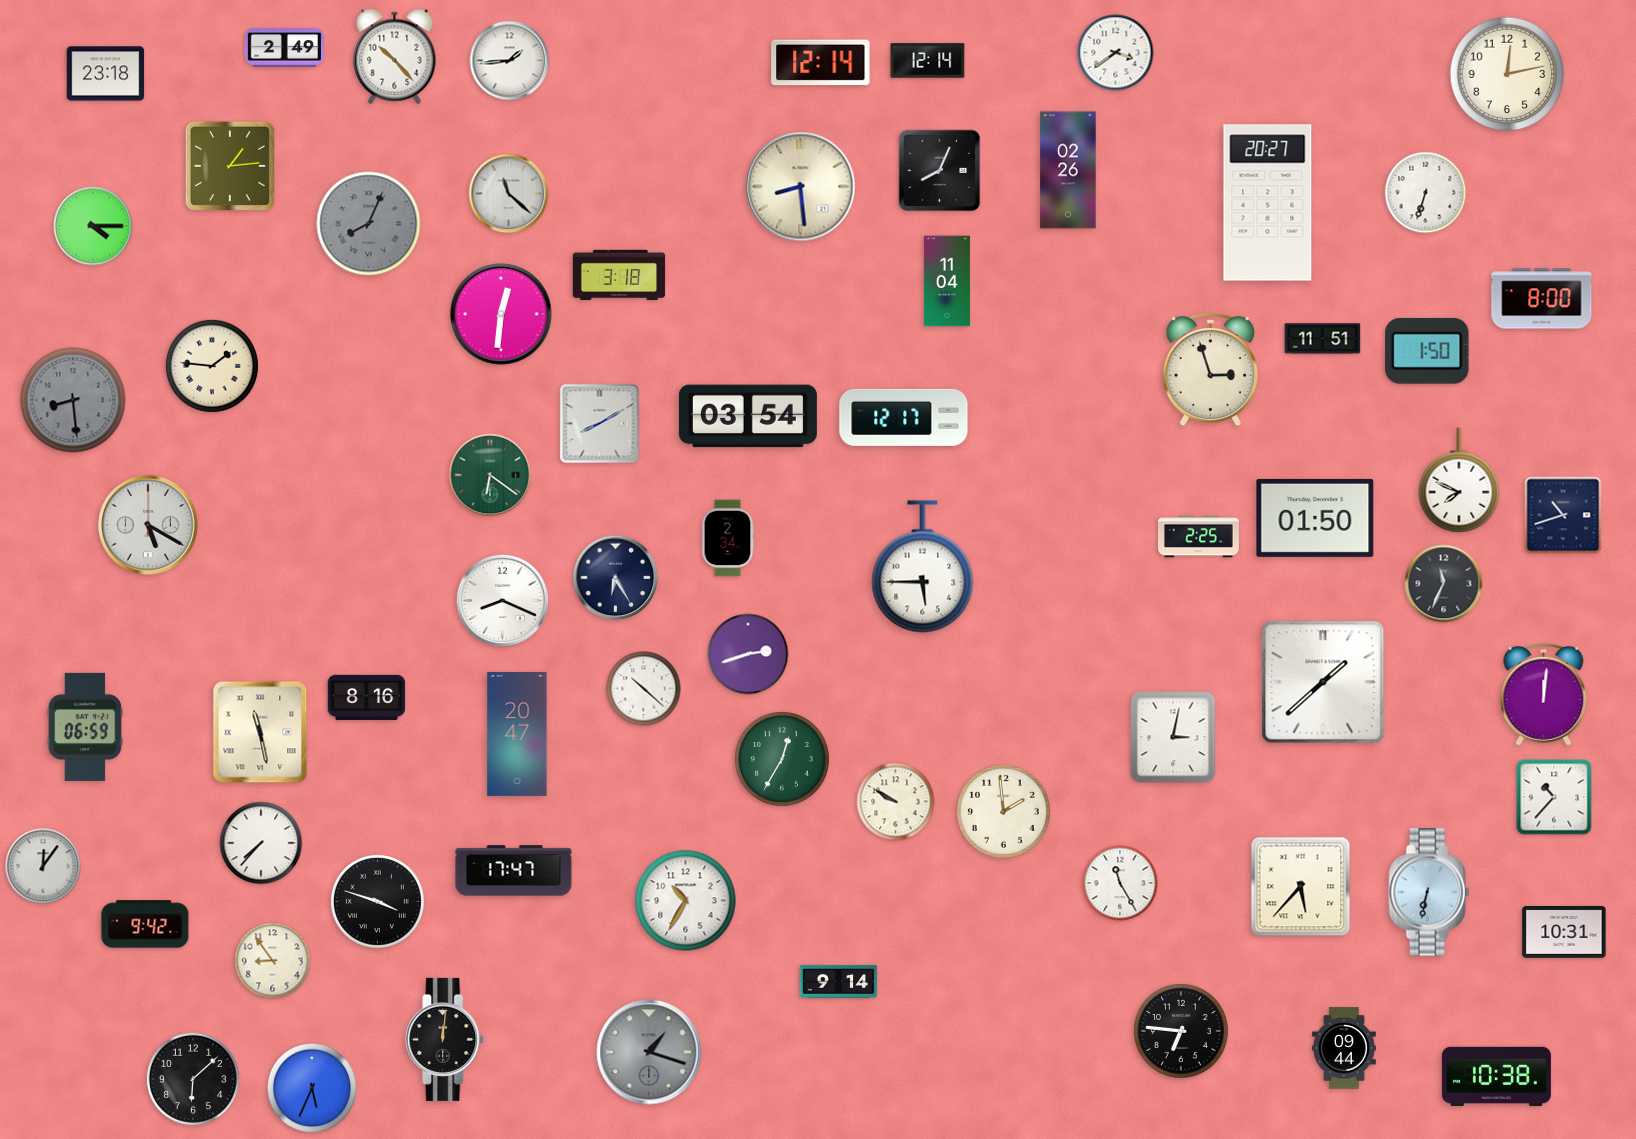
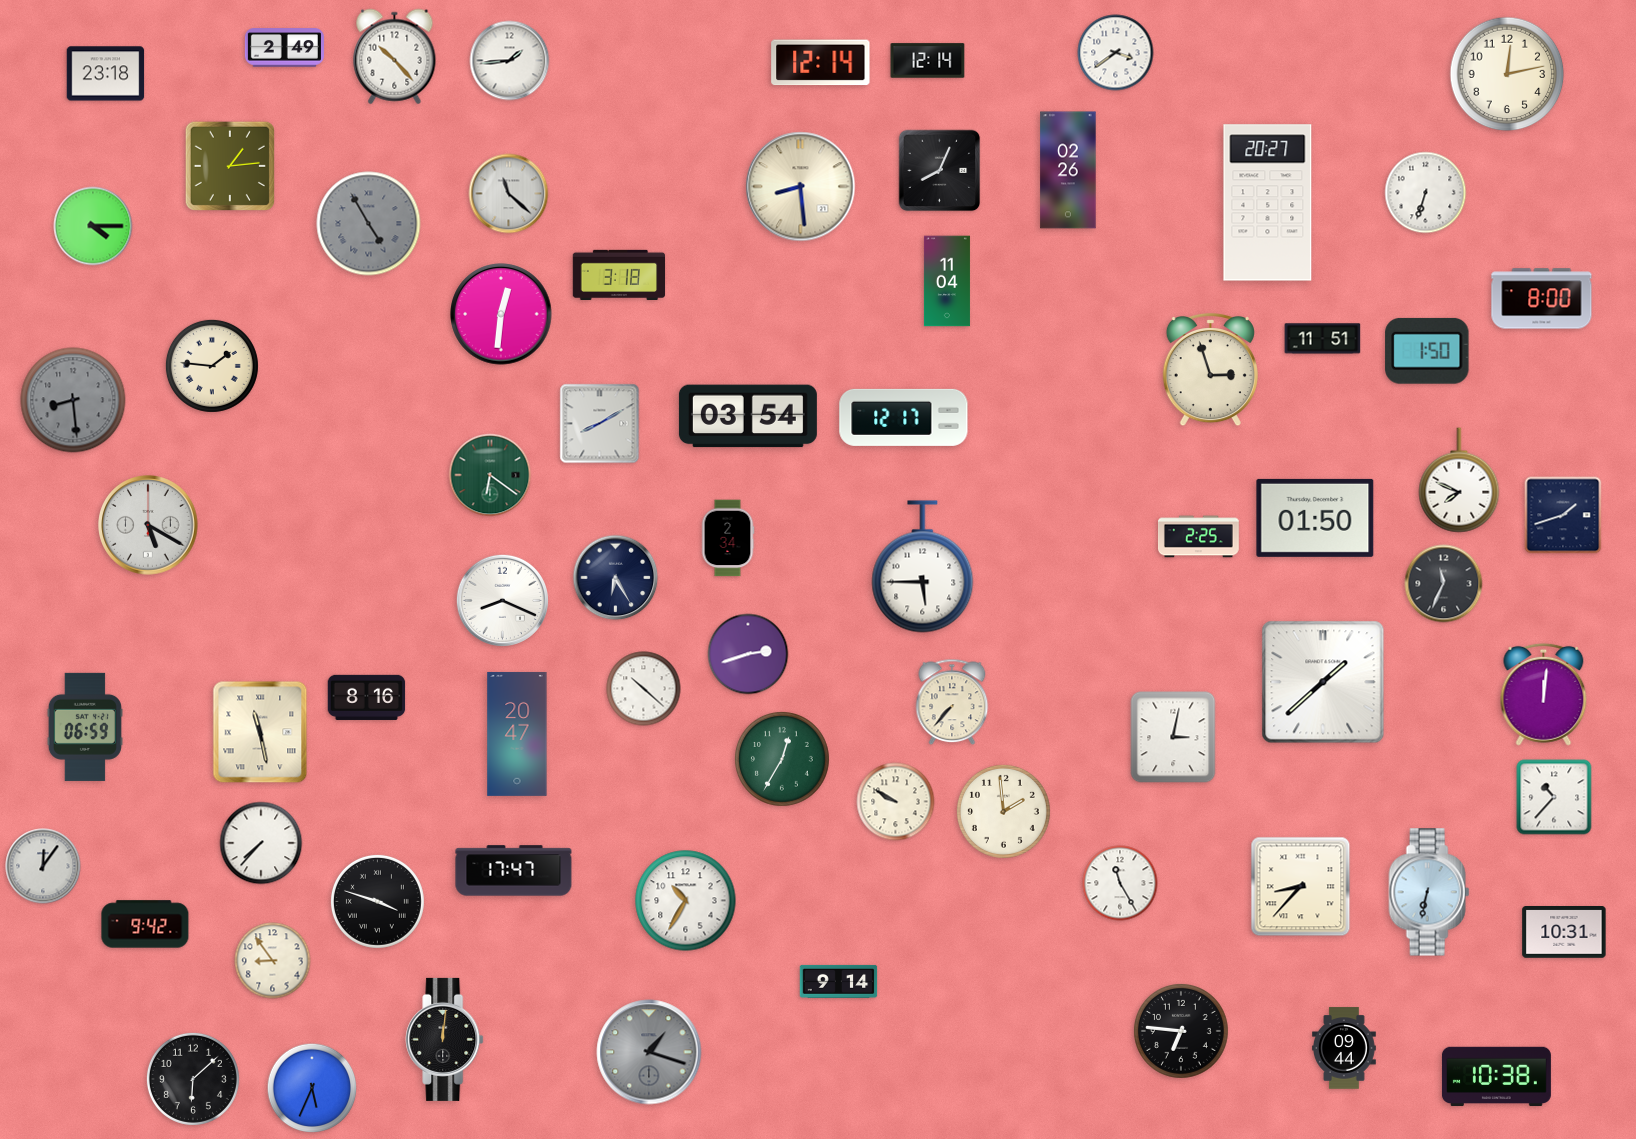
clock at (369, 224): 8:04 -> 4:55
clock at (1563, 515): 10:42 -> 1:42
clock at (952, 702): none -> 7:37
clock at (1301, 887): 5:37 -> 8:37
